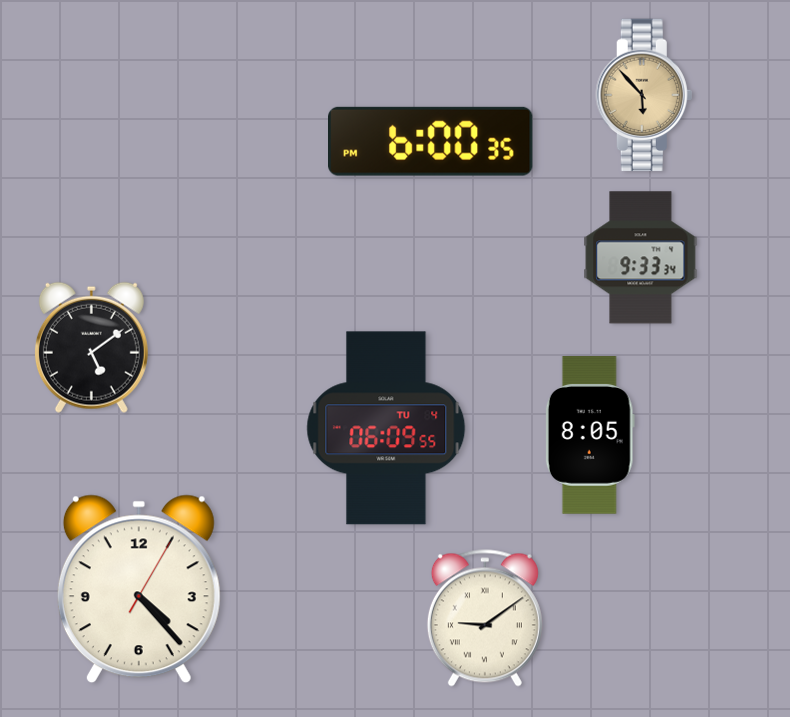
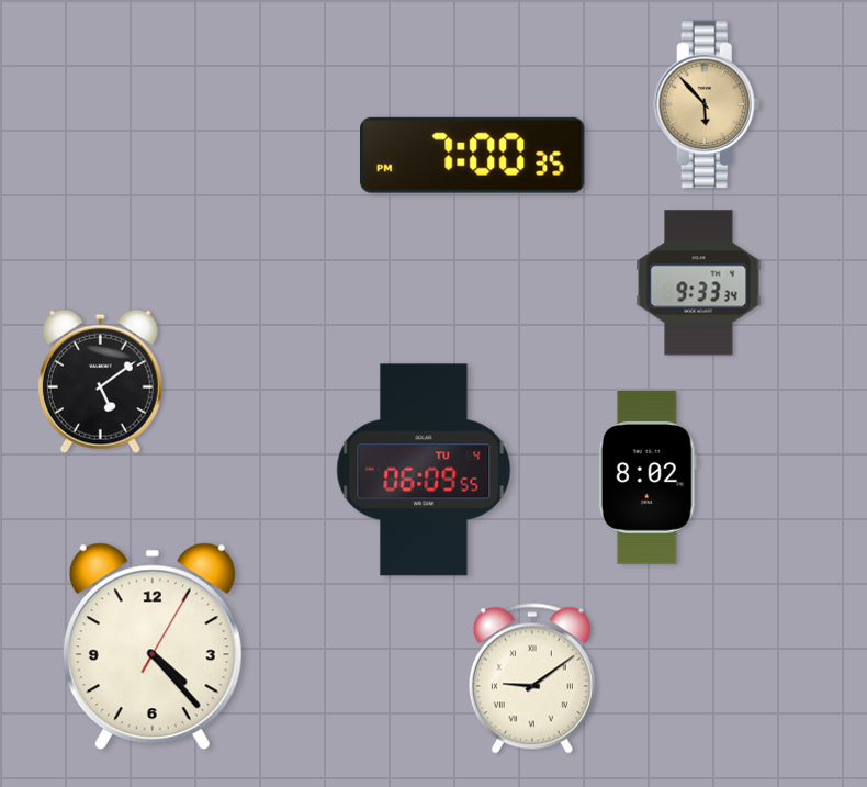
clock at (431, 141): 6:00 -> 7:00
clock at (641, 258) position: (641, 258) -> (699, 283)
clock at (590, 435): 8:05 -> 8:02
